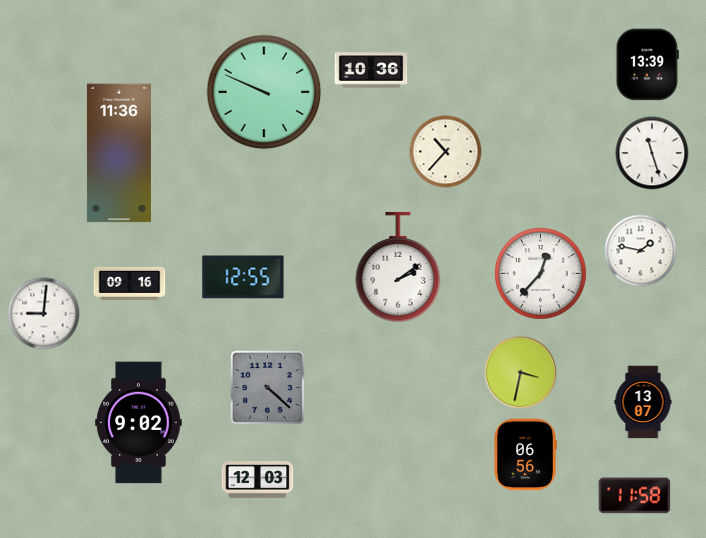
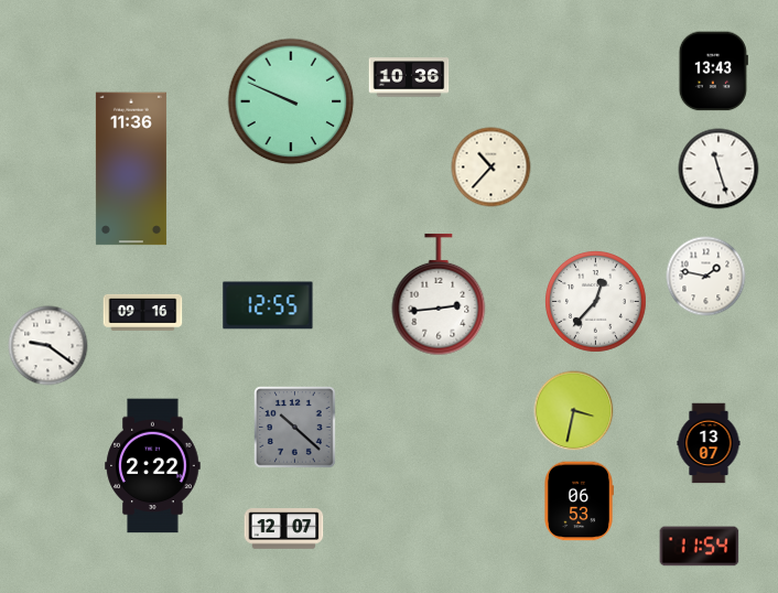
clock at (647, 65): 13:39 -> 13:43
clock at (398, 267): 2:09 -> 2:44
clock at (44, 314): 9:01 -> 9:21
clock at (268, 388): 4:22 -> 10:22
clock at (139, 423): 9:02 -> 2:22
clock at (525, 455): 06:56 -> 06:53
clock at (258, 480): 12:03 -> 12:07
clock at (635, 496): 11:58 -> 11:54
